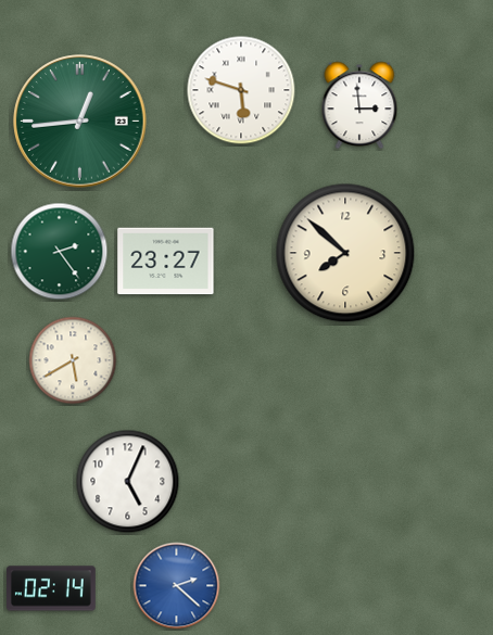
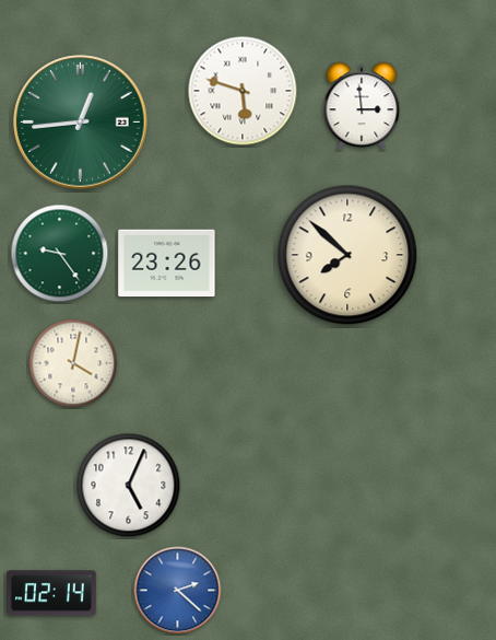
clock at (60, 252): 2:24 -> 9:24
clock at (166, 262): 23:27 -> 23:26
clock at (73, 360): 5:40 -> 4:02
